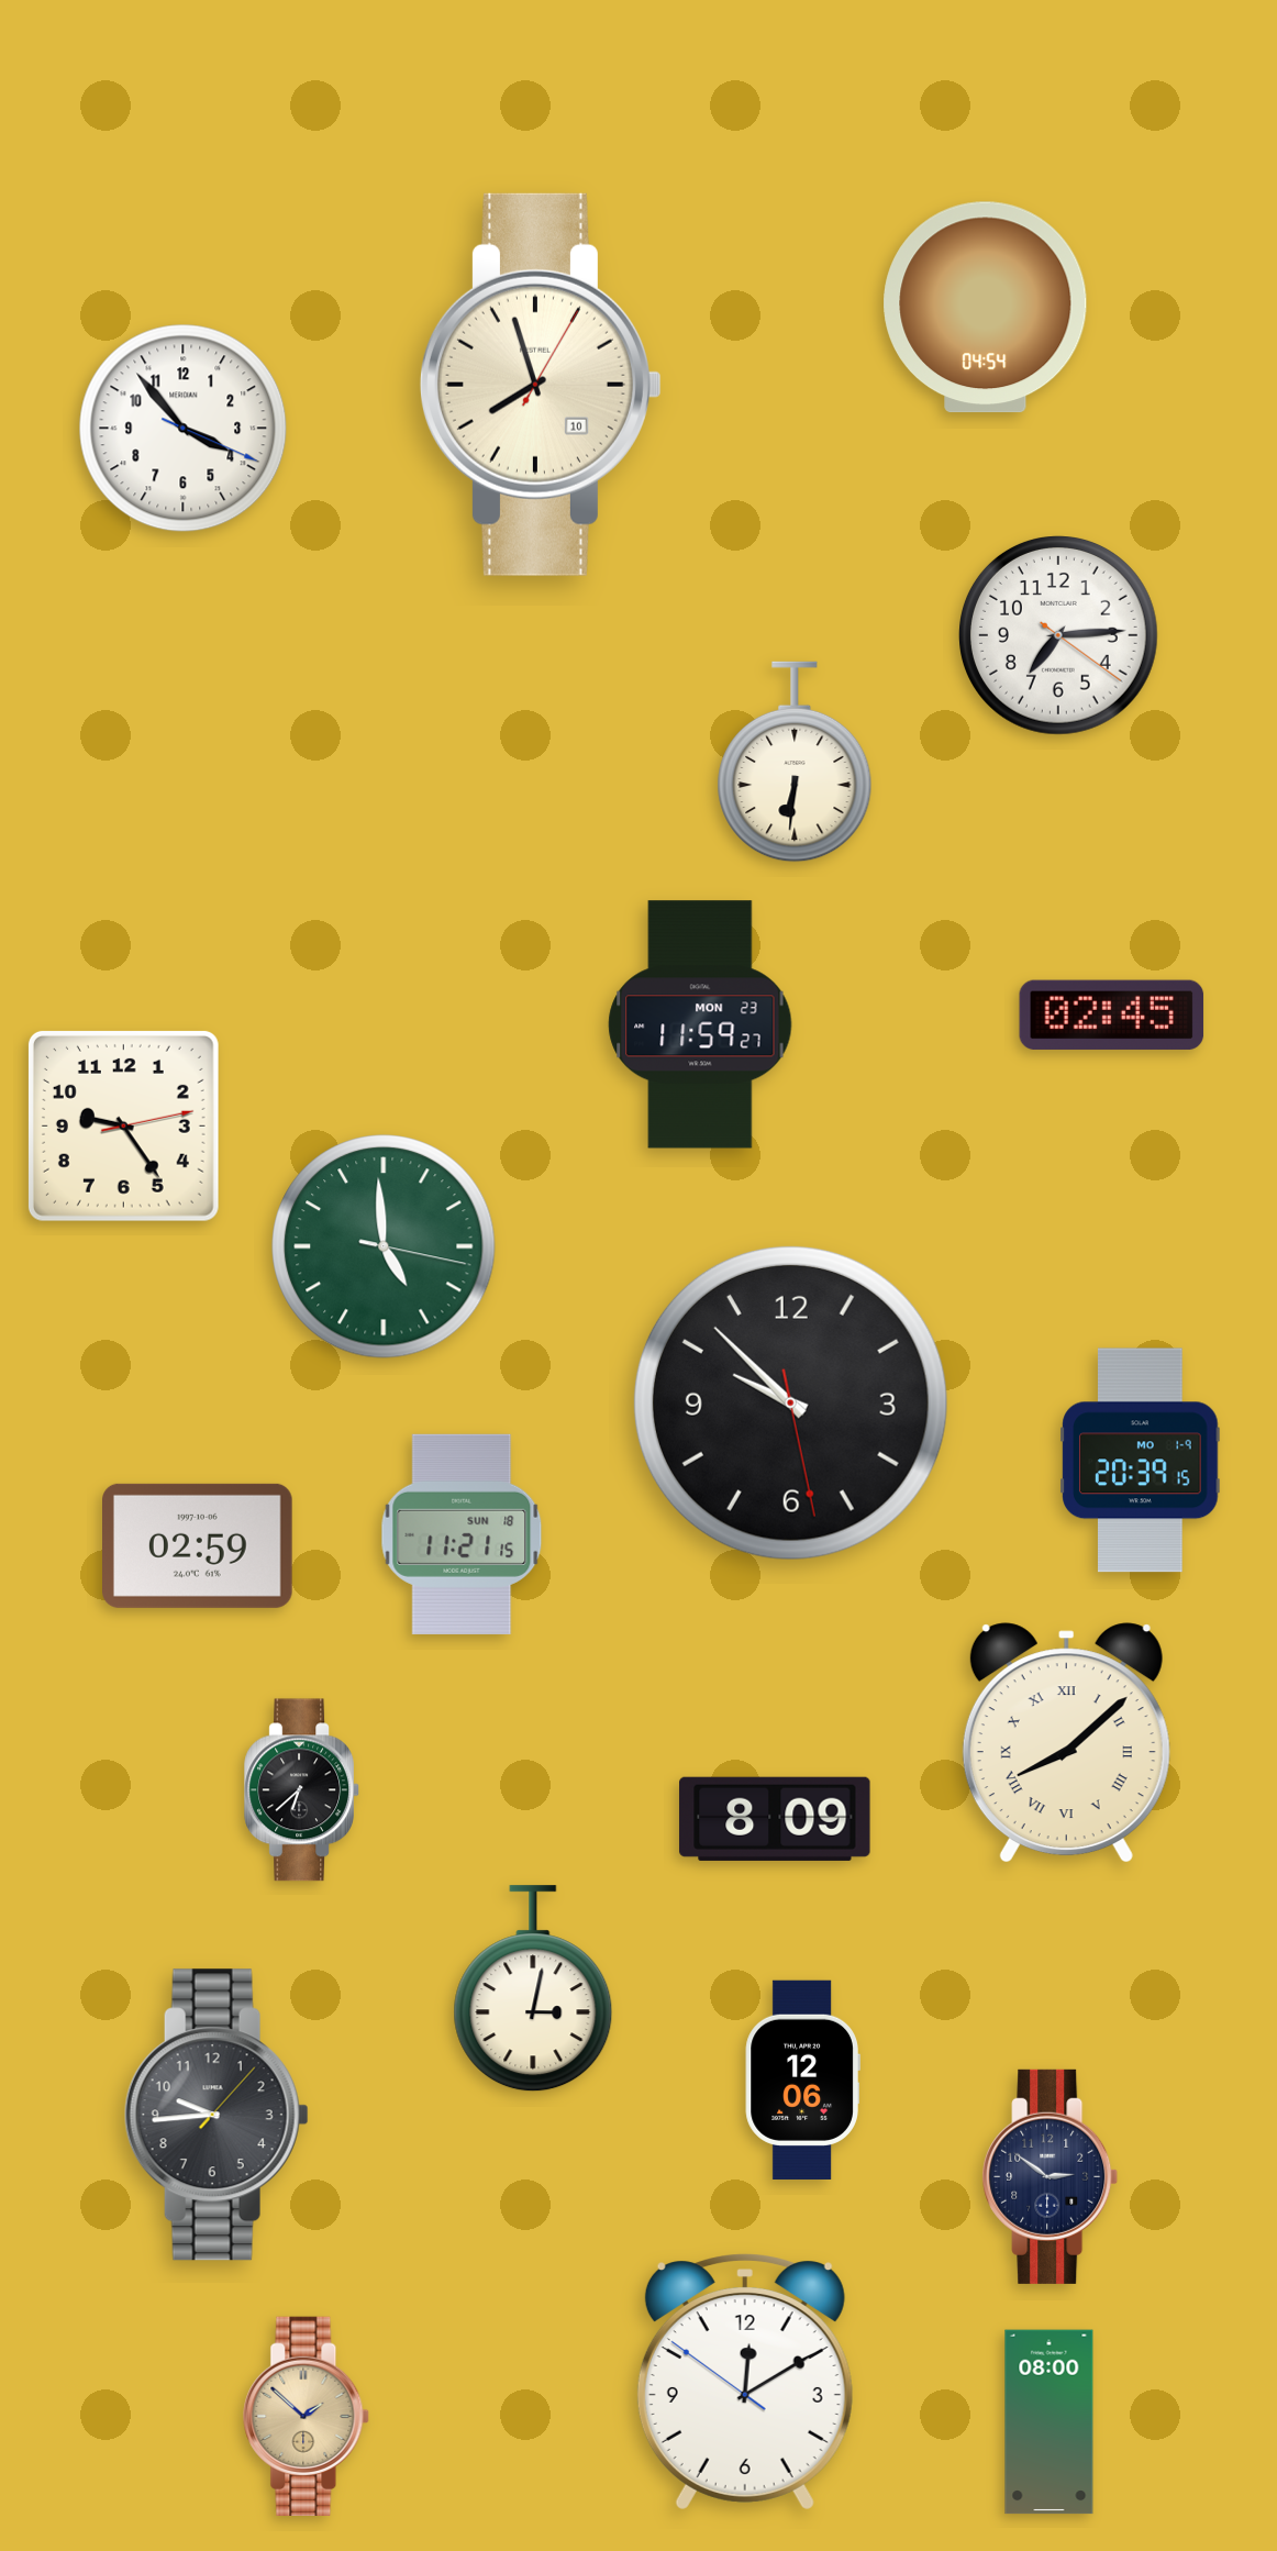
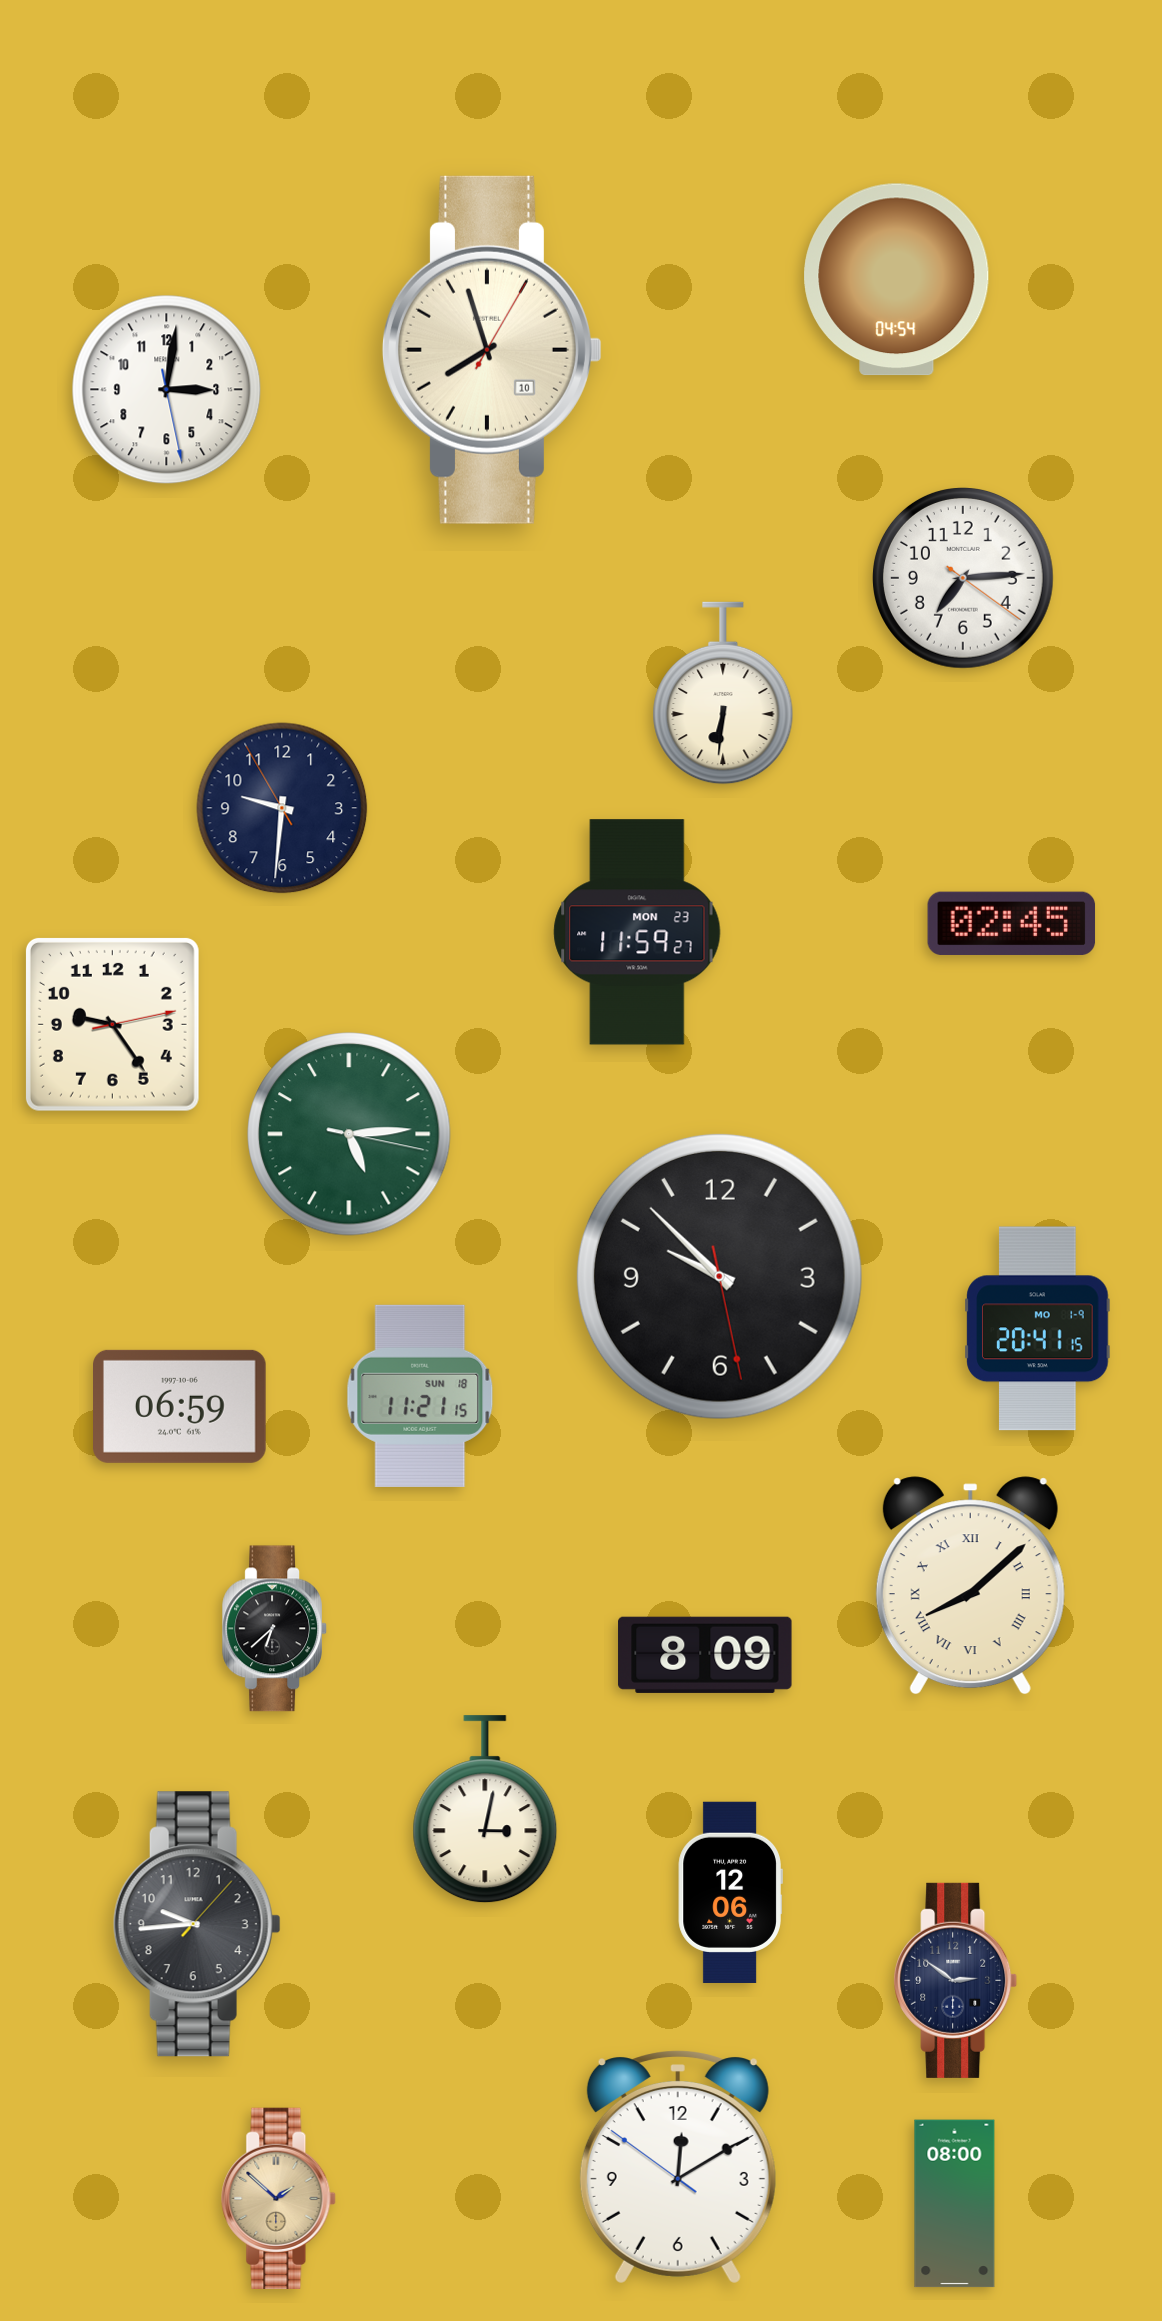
clock at (184, 429): 3:53 -> 3:01
clock at (282, 808): none -> 9:30
clock at (384, 1246): 4:59 -> 5:14
clock at (1141, 1461): 20:39 -> 20:41
clock at (198, 1545): 02:59 -> 06:59
